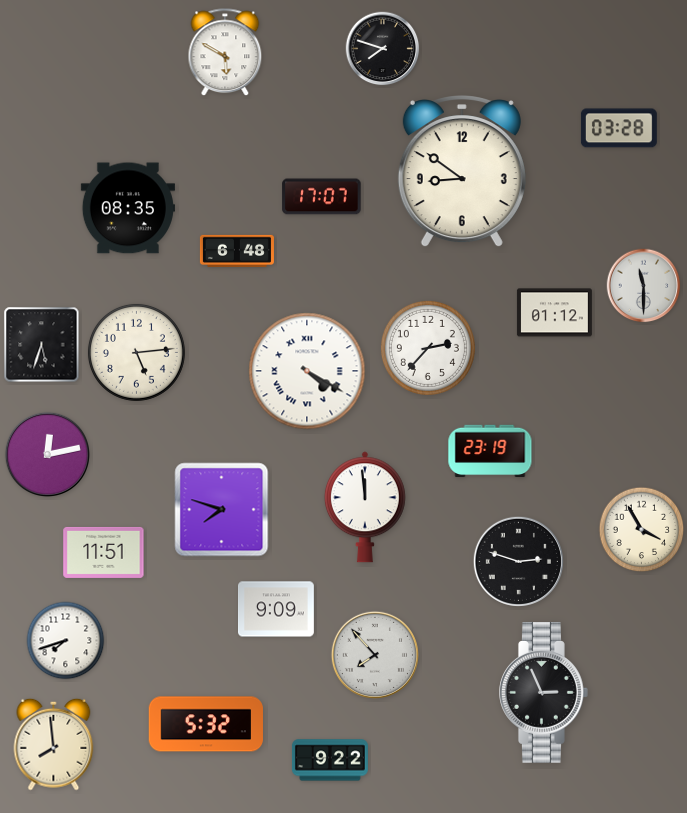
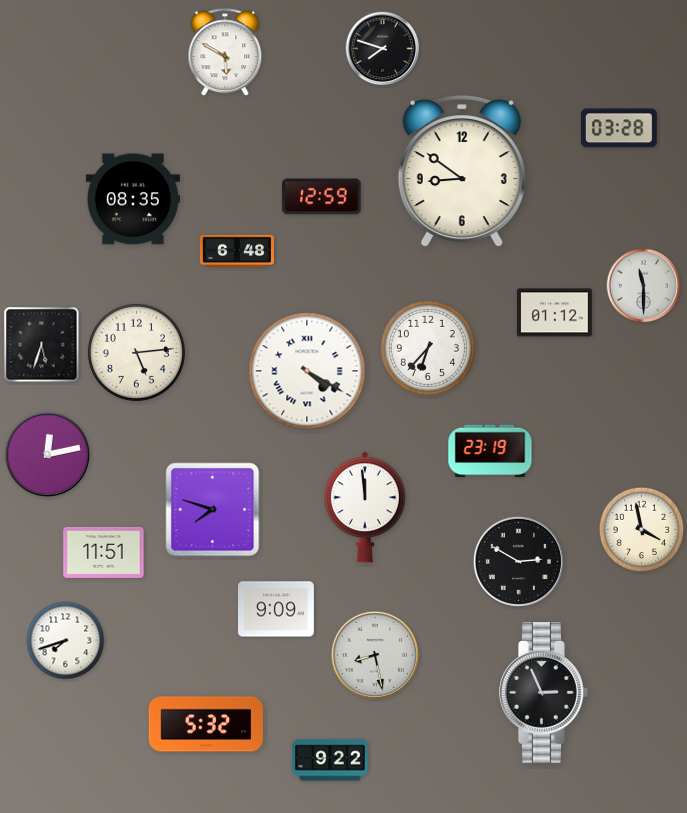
clock at (322, 197): 17:07 -> 12:59
clock at (128, 208) position: (128, 208) -> (133, 199)
clock at (428, 348): 2:37 -> 6:37
clock at (222, 510) position: (222, 510) -> (213, 510)
clock at (642, 530): 3:55 -> 3:58
clock at (518, 561): 2:48 -> 2:50
clock at (374, 654): 7:53 -> 8:28
clock at (54, 744): 7:59 -> none
